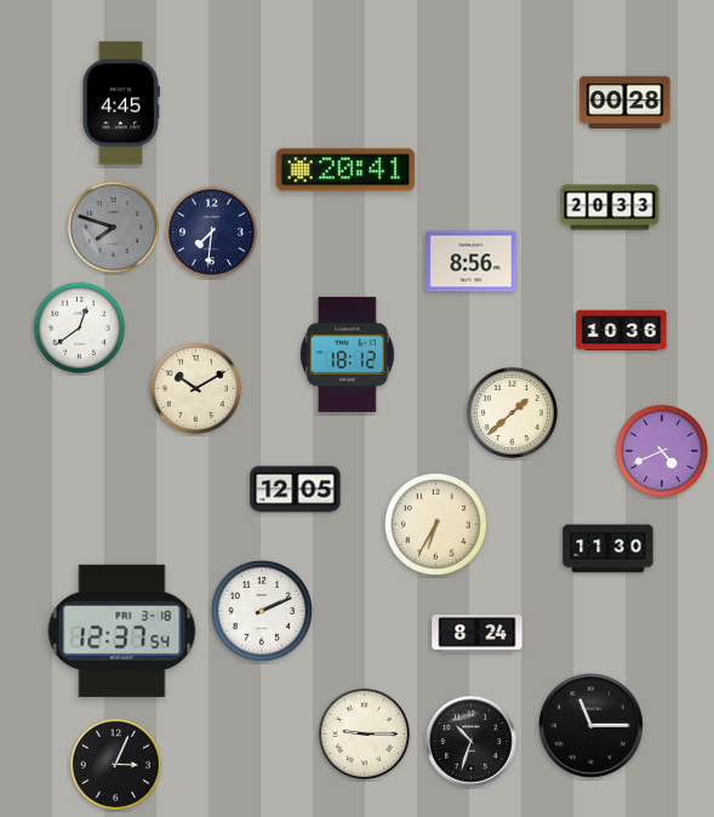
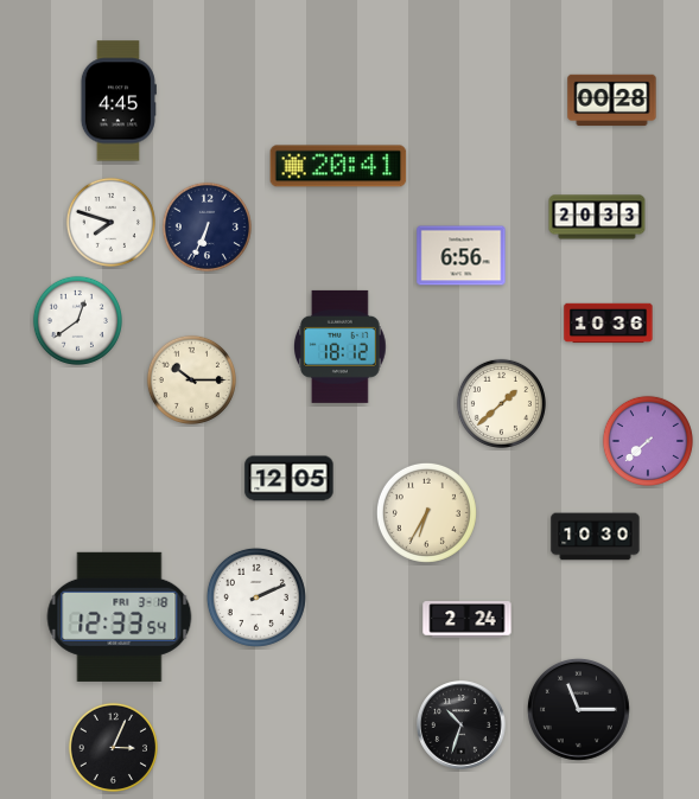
clock at (610, 207) position: (610, 207) -> (597, 217)
clock at (113, 227) dial: grey -> white
clock at (211, 232): 7:31 -> 6:34
clock at (472, 262): 8:56 -> 6:56
clock at (195, 388): 10:10 -> 10:15
clock at (662, 451): 4:41 -> 7:38
clock at (609, 549): 11:30 -> 10:30
clock at (122, 630): 12:37 -> 12:33
clock at (478, 634): 8:24 -> 2:24
clock at (364, 733): 9:15 -> none
